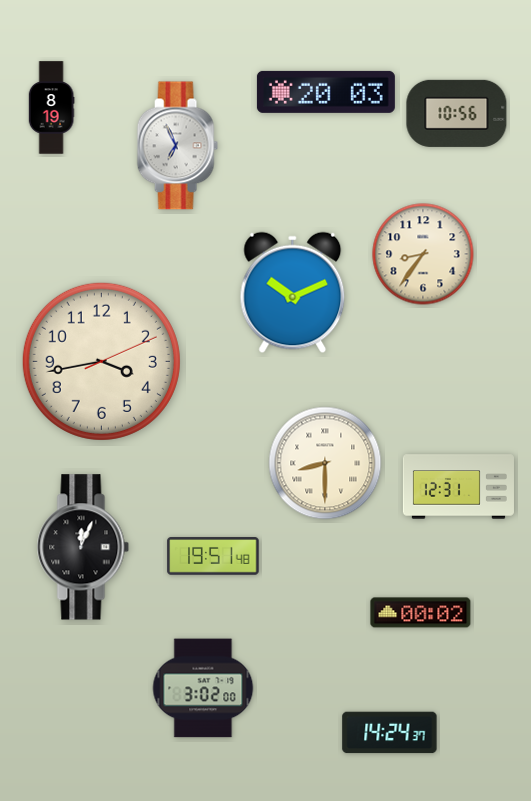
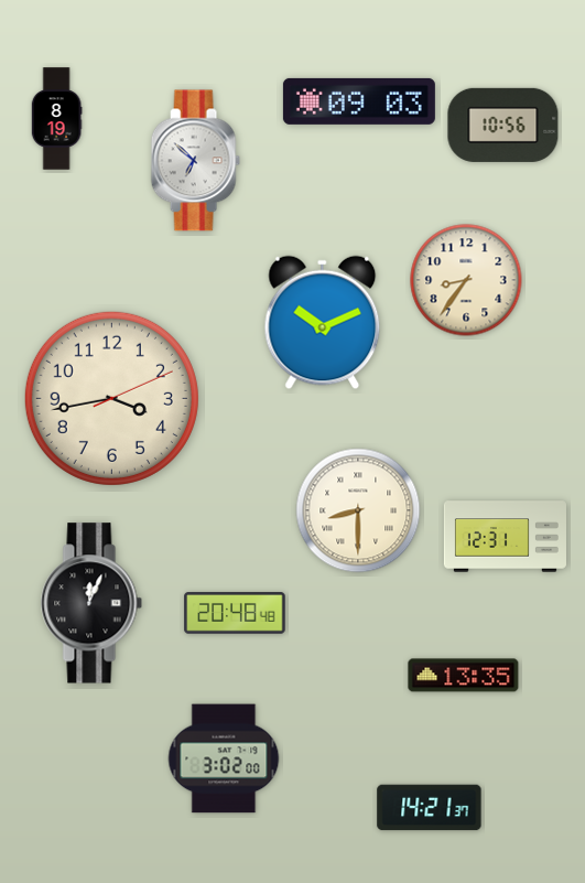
clock at (326, 92): 20:03 -> 09:03
clock at (177, 146): 6:56 -> 6:52
clock at (213, 556): 19:51 -> 20:48
clock at (421, 613): 00:02 -> 13:35
clock at (390, 733): 14:24 -> 14:21
